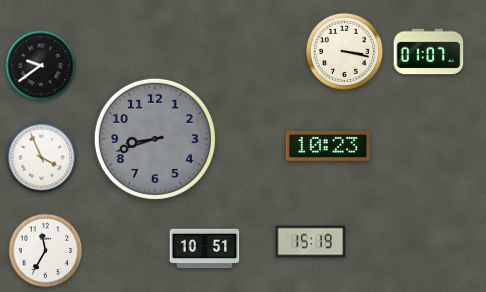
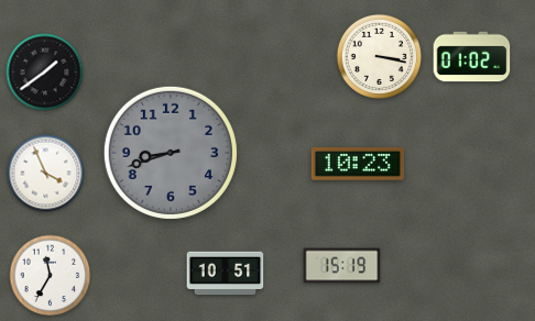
clock at (429, 52): 01:07 -> 01:02
clock at (41, 66): 9:39 -> 1:39
clock at (327, 146) position: (327, 146) -> (357, 164)
